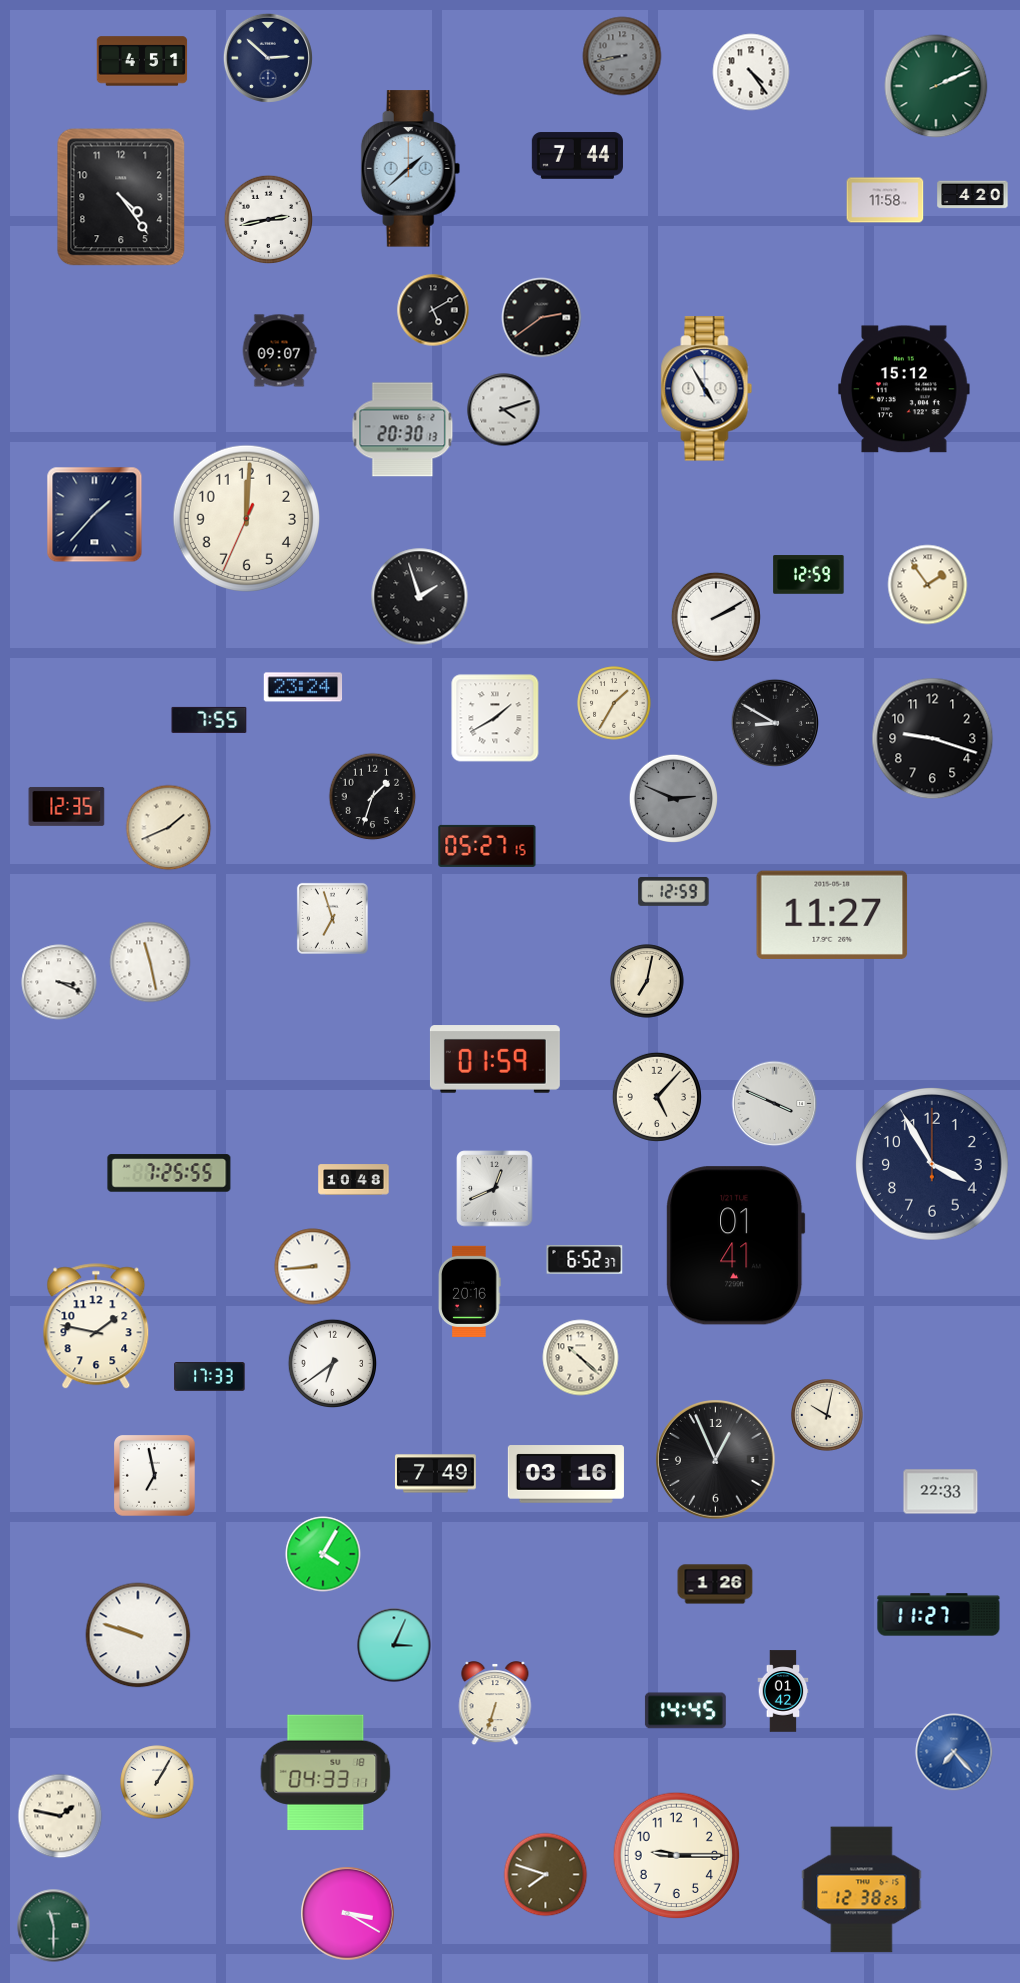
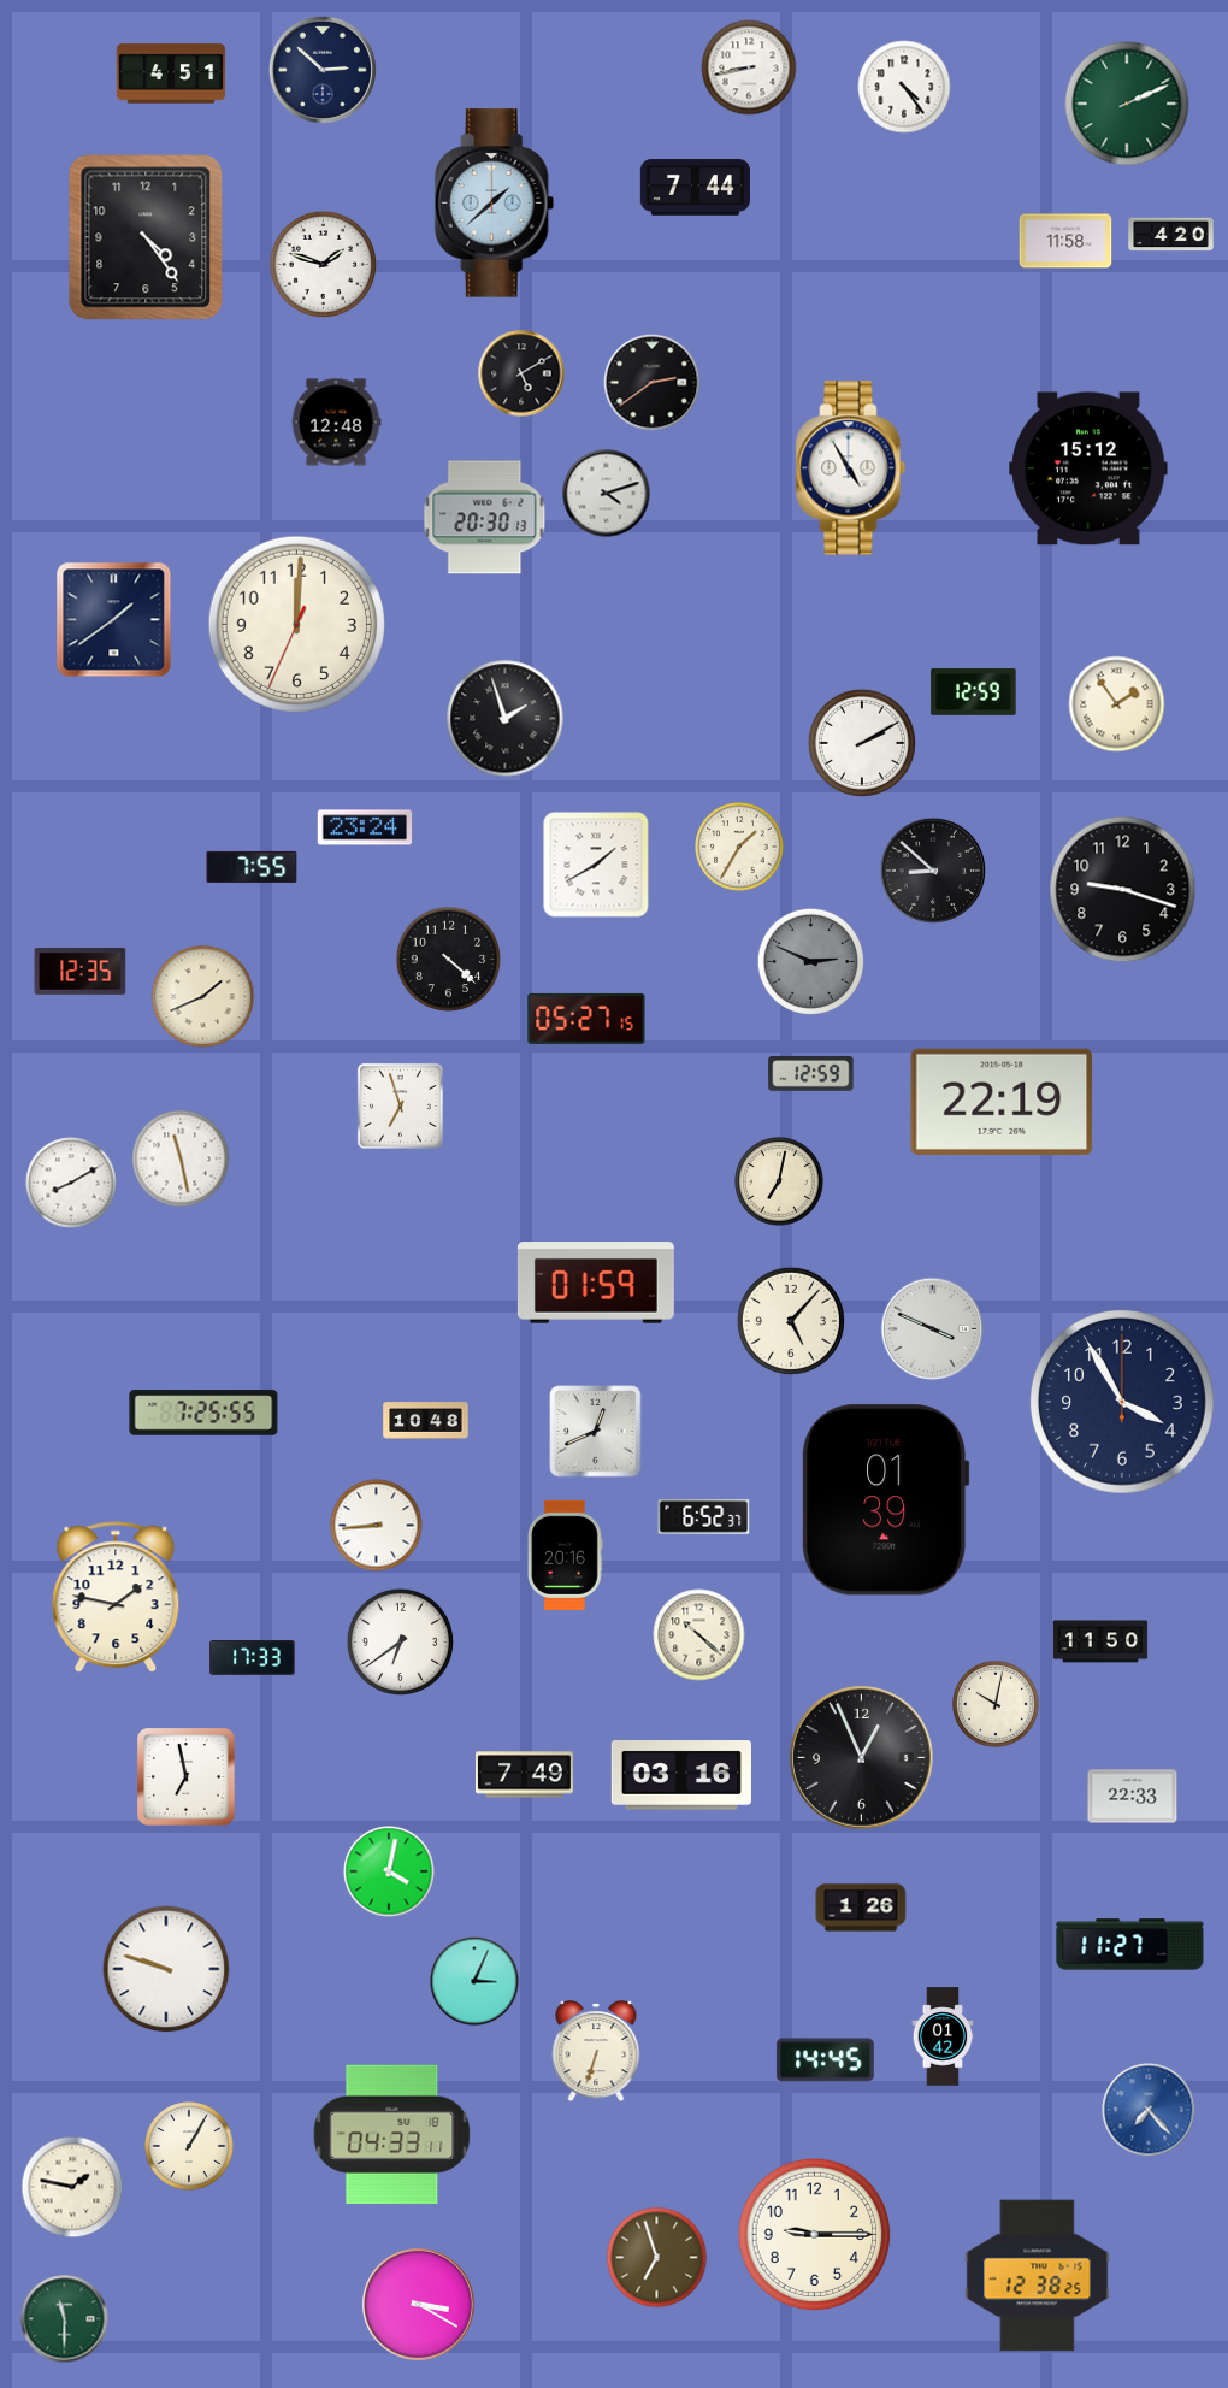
clock at (622, 56) dial: grey -> white
clock at (268, 219): 2:43 -> 1:48
clock at (279, 351): 09:07 -> 12:48
clock at (95, 515): 1:37 -> 1:39
clock at (774, 722): 8:50 -> 8:52
clock at (373, 797): 1:33 -> 4:22
clock at (832, 915): 11:27 -> 22:19
clock at (59, 982): 3:19 -> 8:10
clock at (495, 1059) position: (495, 1059) -> (596, 1283)
clock at (736, 1246): 01:41 -> 01:39
clock at (1100, 1641): none -> 11:50
clock at (323, 1554): 4:05 -> 4:02
clock at (546, 1875): 7:48 -> 6:57
